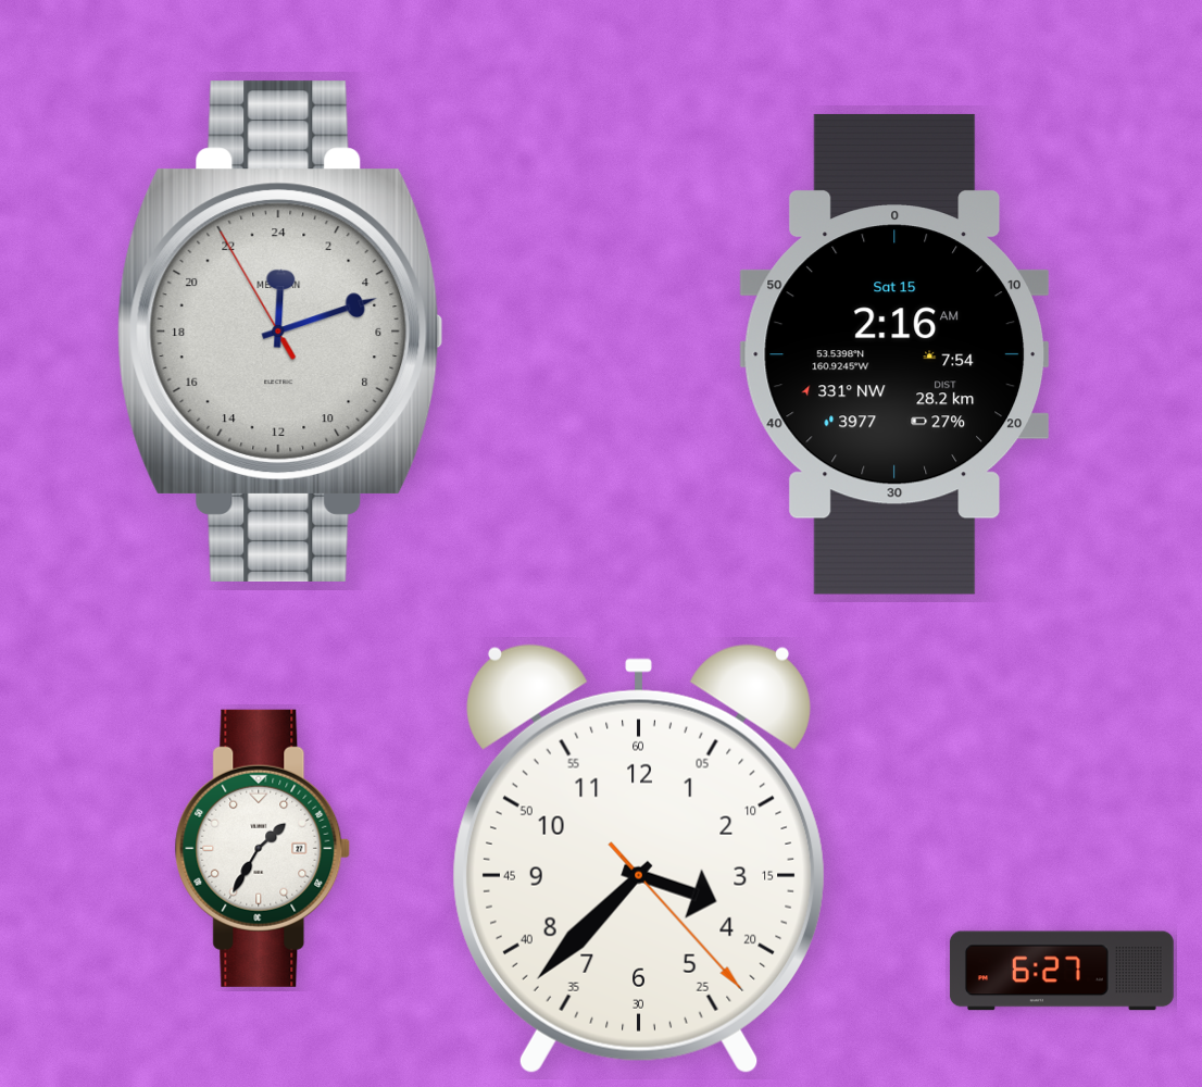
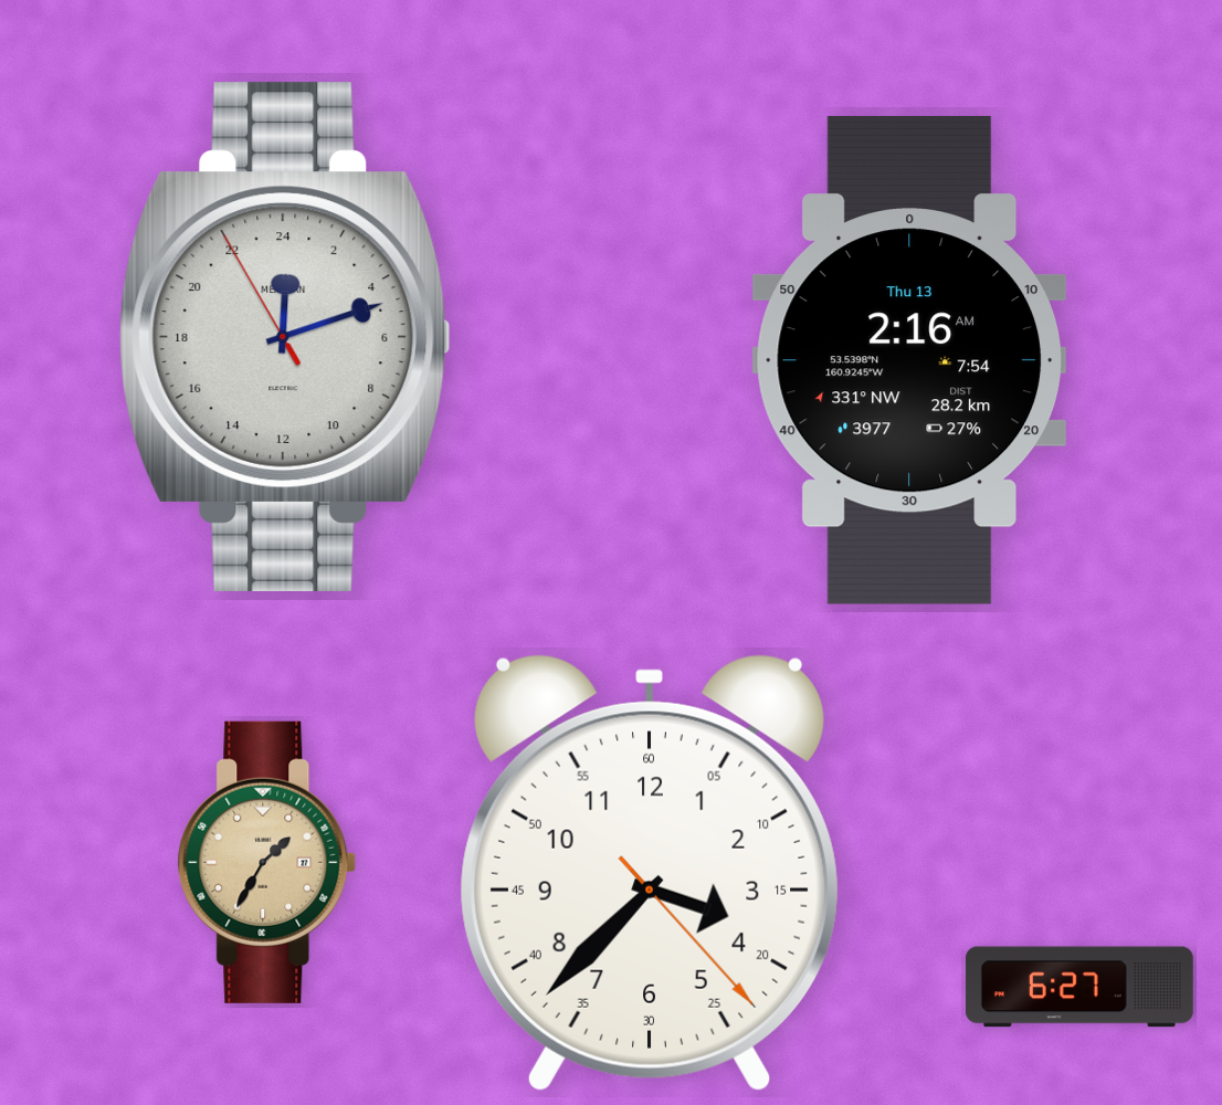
clock at (893, 354) date: Sat 15 -> Thu 13
clock at (263, 848) dial: white -> champagne
